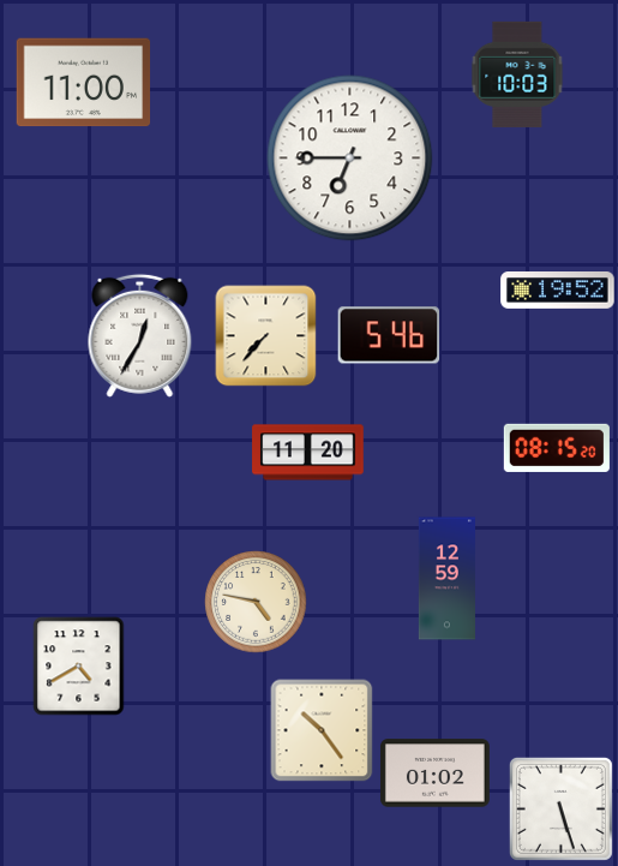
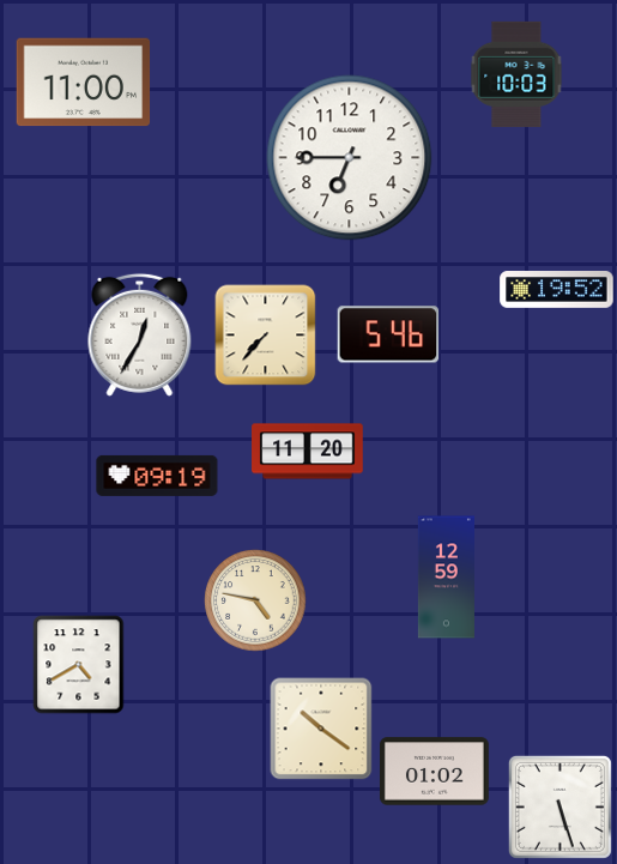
clock at (557, 448): 08:15 -> none
clock at (157, 476): none -> 09:19
clock at (322, 730): 10:24 -> 10:21
